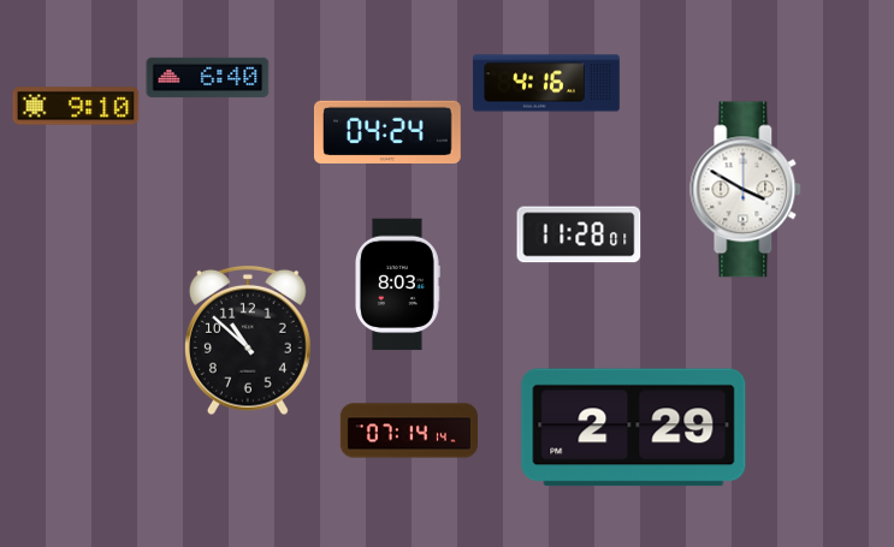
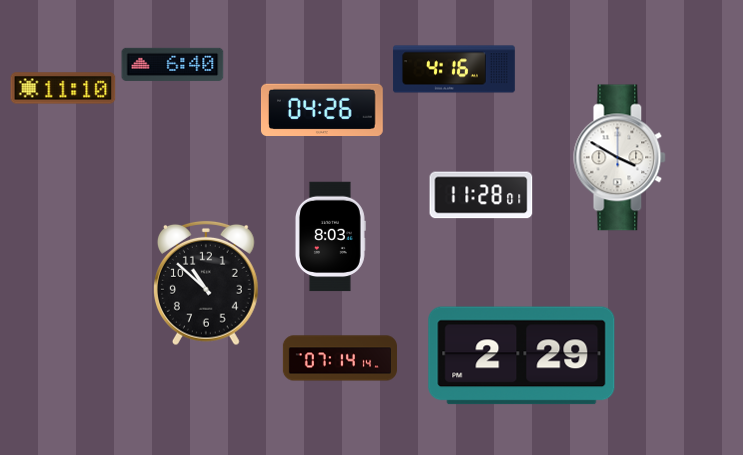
clock at (76, 106): 9:10 -> 11:10
clock at (387, 132): 04:24 -> 04:26
clock at (634, 428) position: (634, 428) -> (522, 356)
